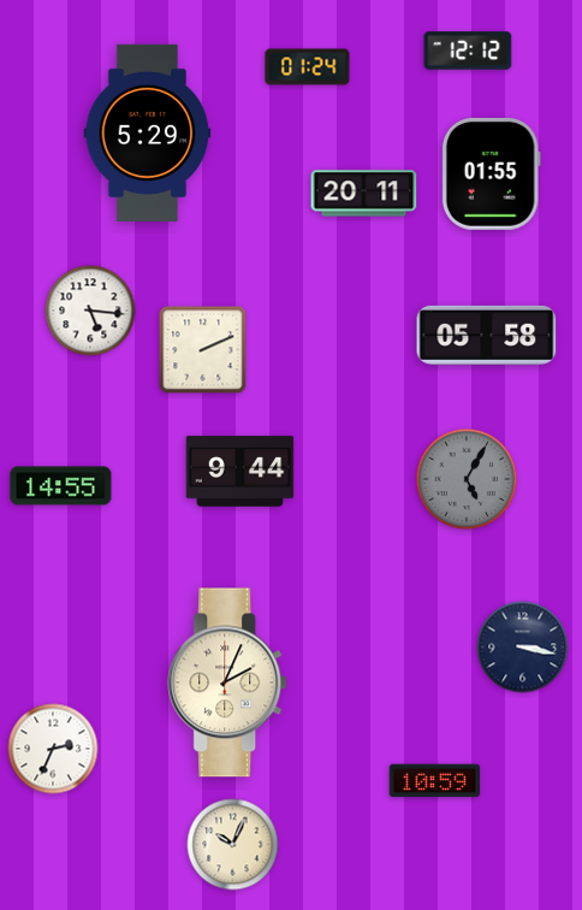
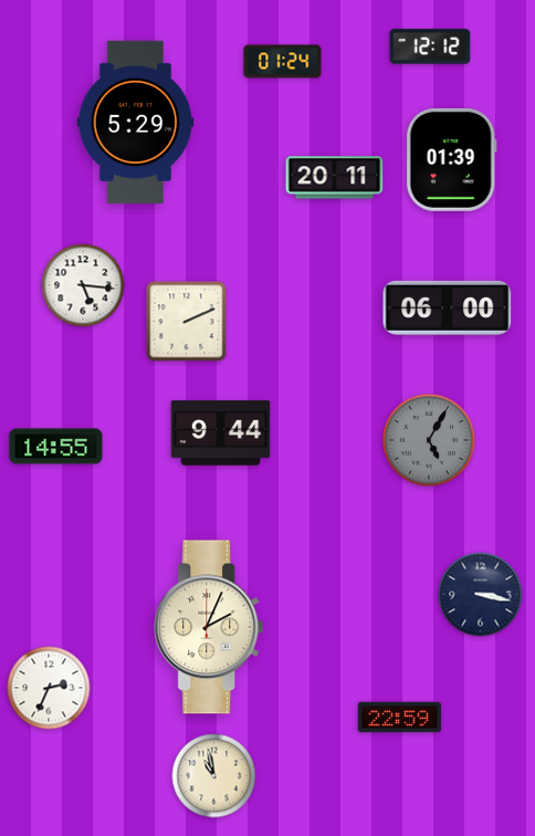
clock at (491, 173): 01:55 -> 01:39
clock at (487, 335): 05:58 -> 06:00
clock at (435, 781): 10:59 -> 22:59
clock at (233, 845): 10:04 -> 10:58
